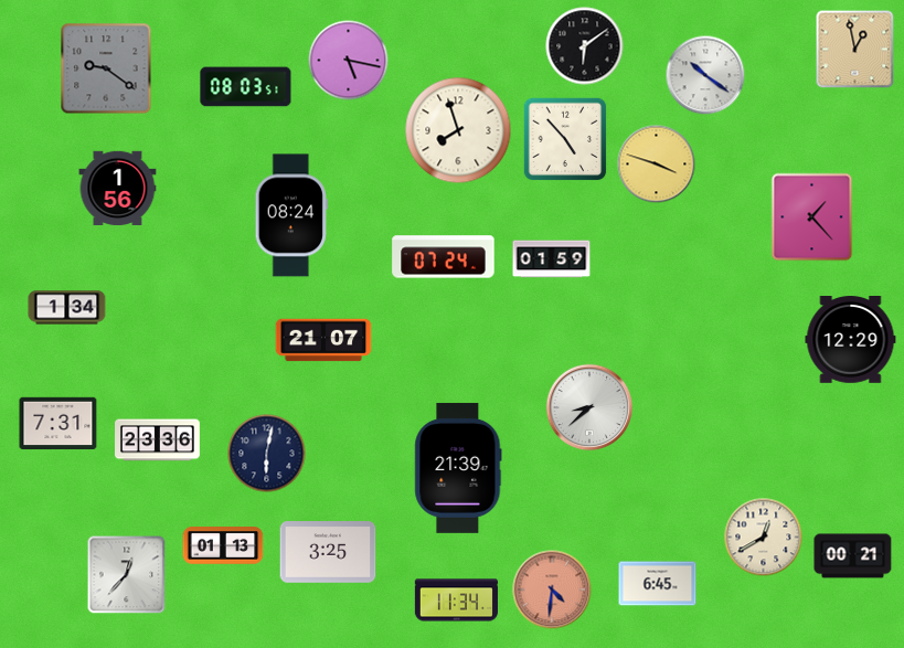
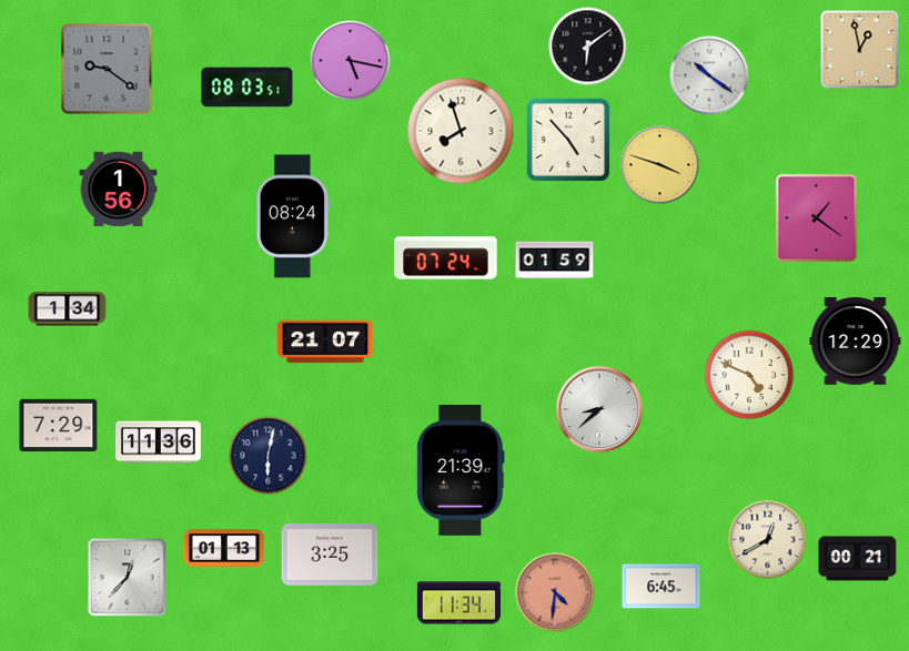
clock at (812, 217): 1:23 -> 1:21
clock at (749, 375): none -> 4:49
clock at (589, 407) position: (589, 407) -> (599, 409)
clock at (59, 424): 7:31 -> 7:29
clock at (158, 440): 23:36 -> 11:36
